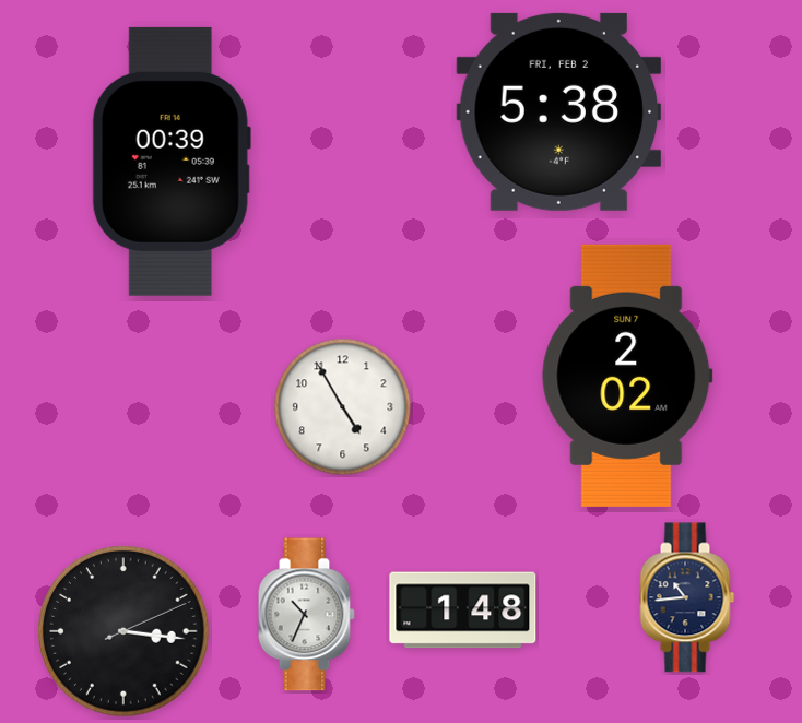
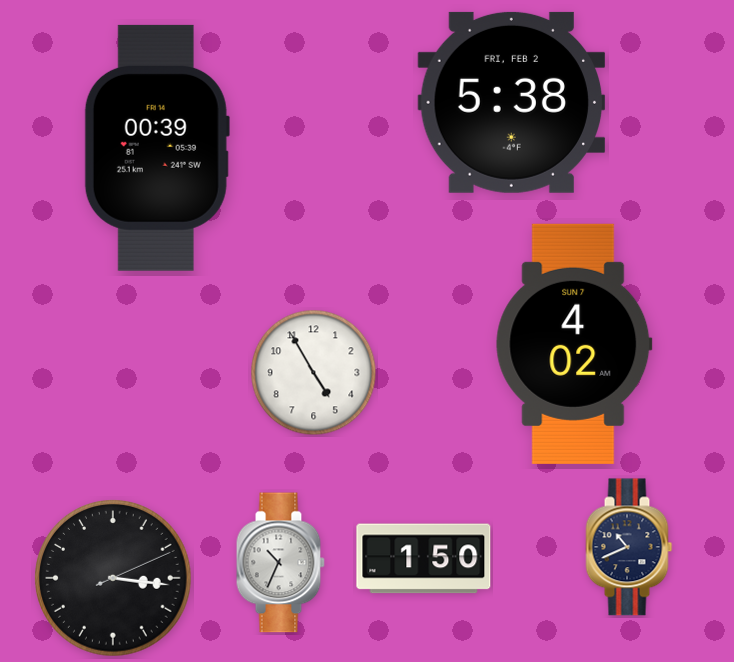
clock at (627, 376): 2:02 -> 4:02
clock at (687, 597): 10:44 -> 10:41
clock at (463, 611): 1:48 -> 1:50
